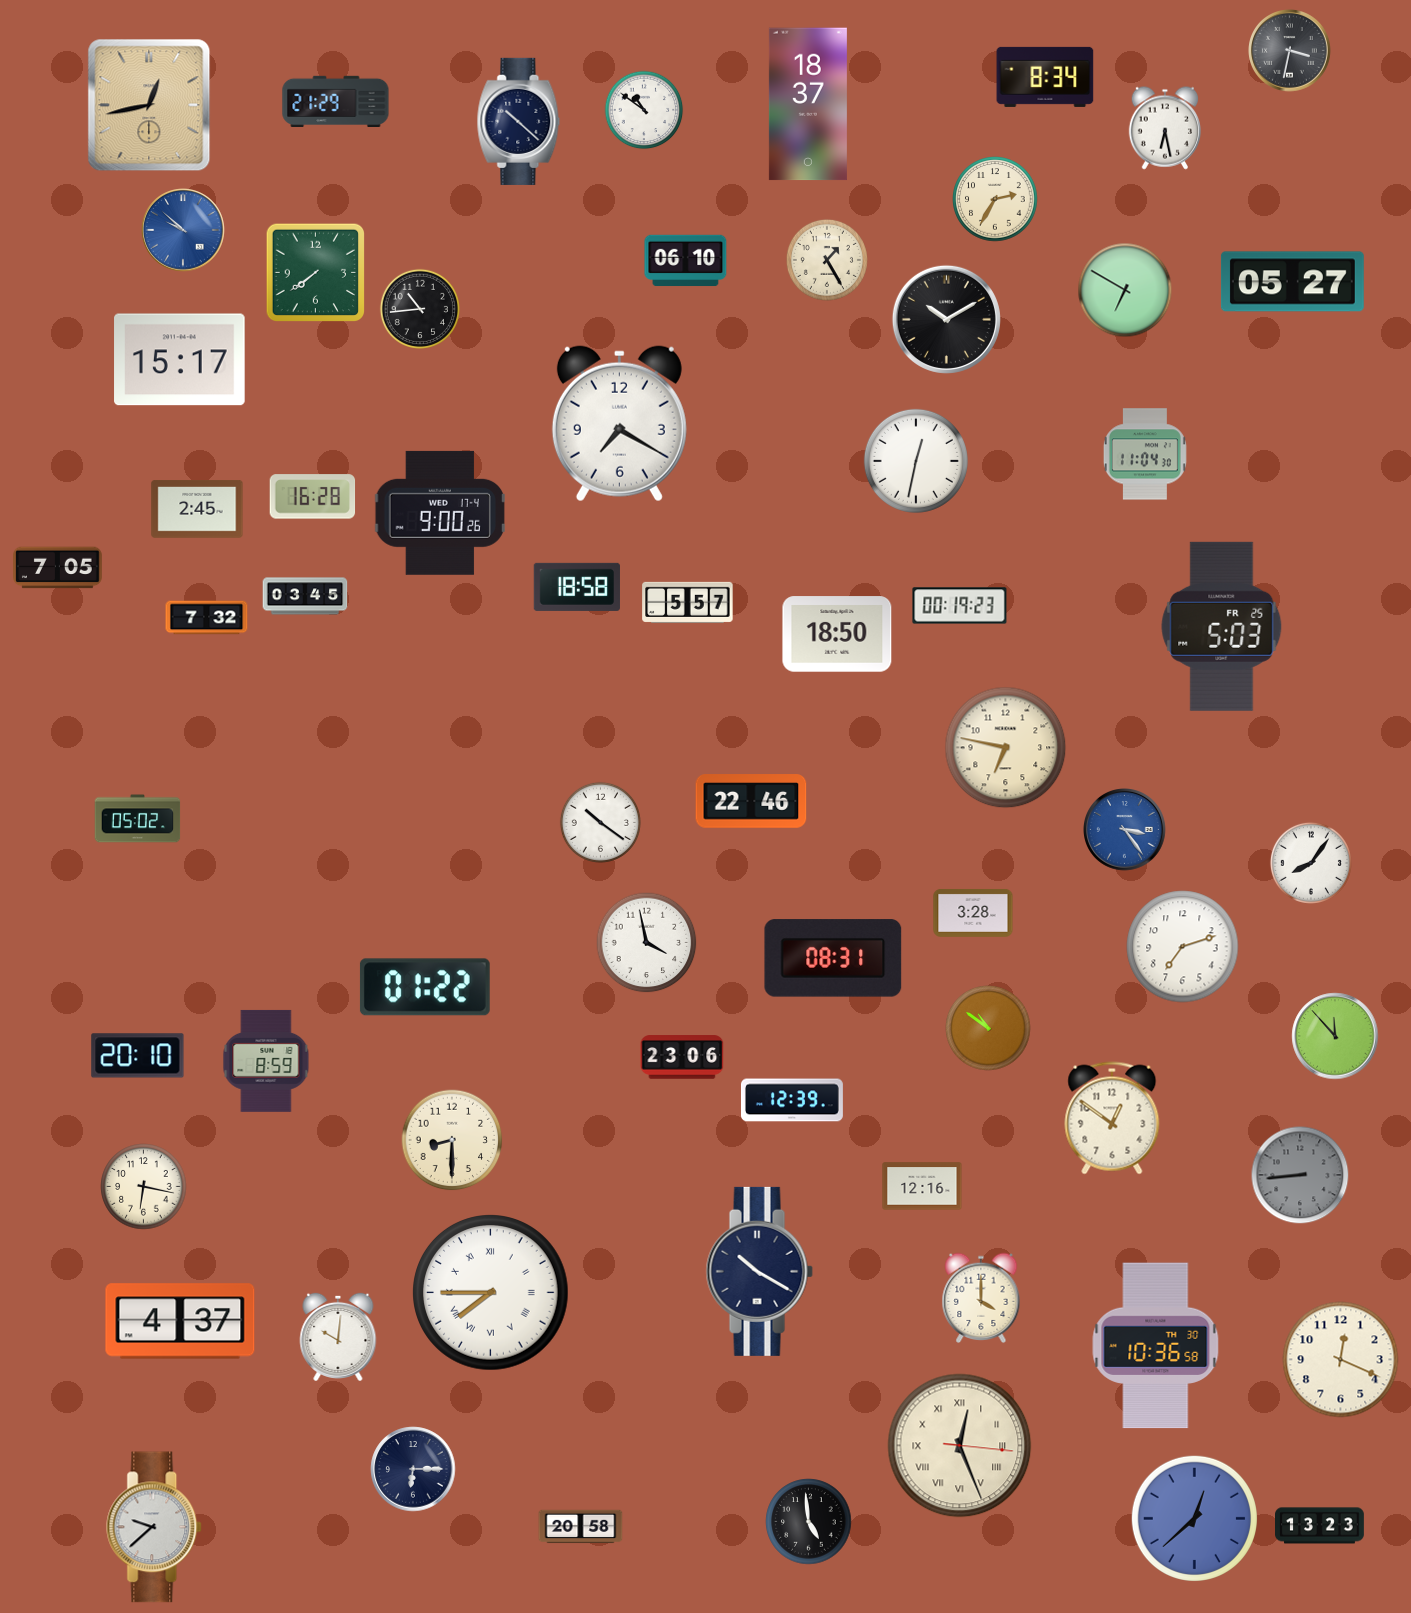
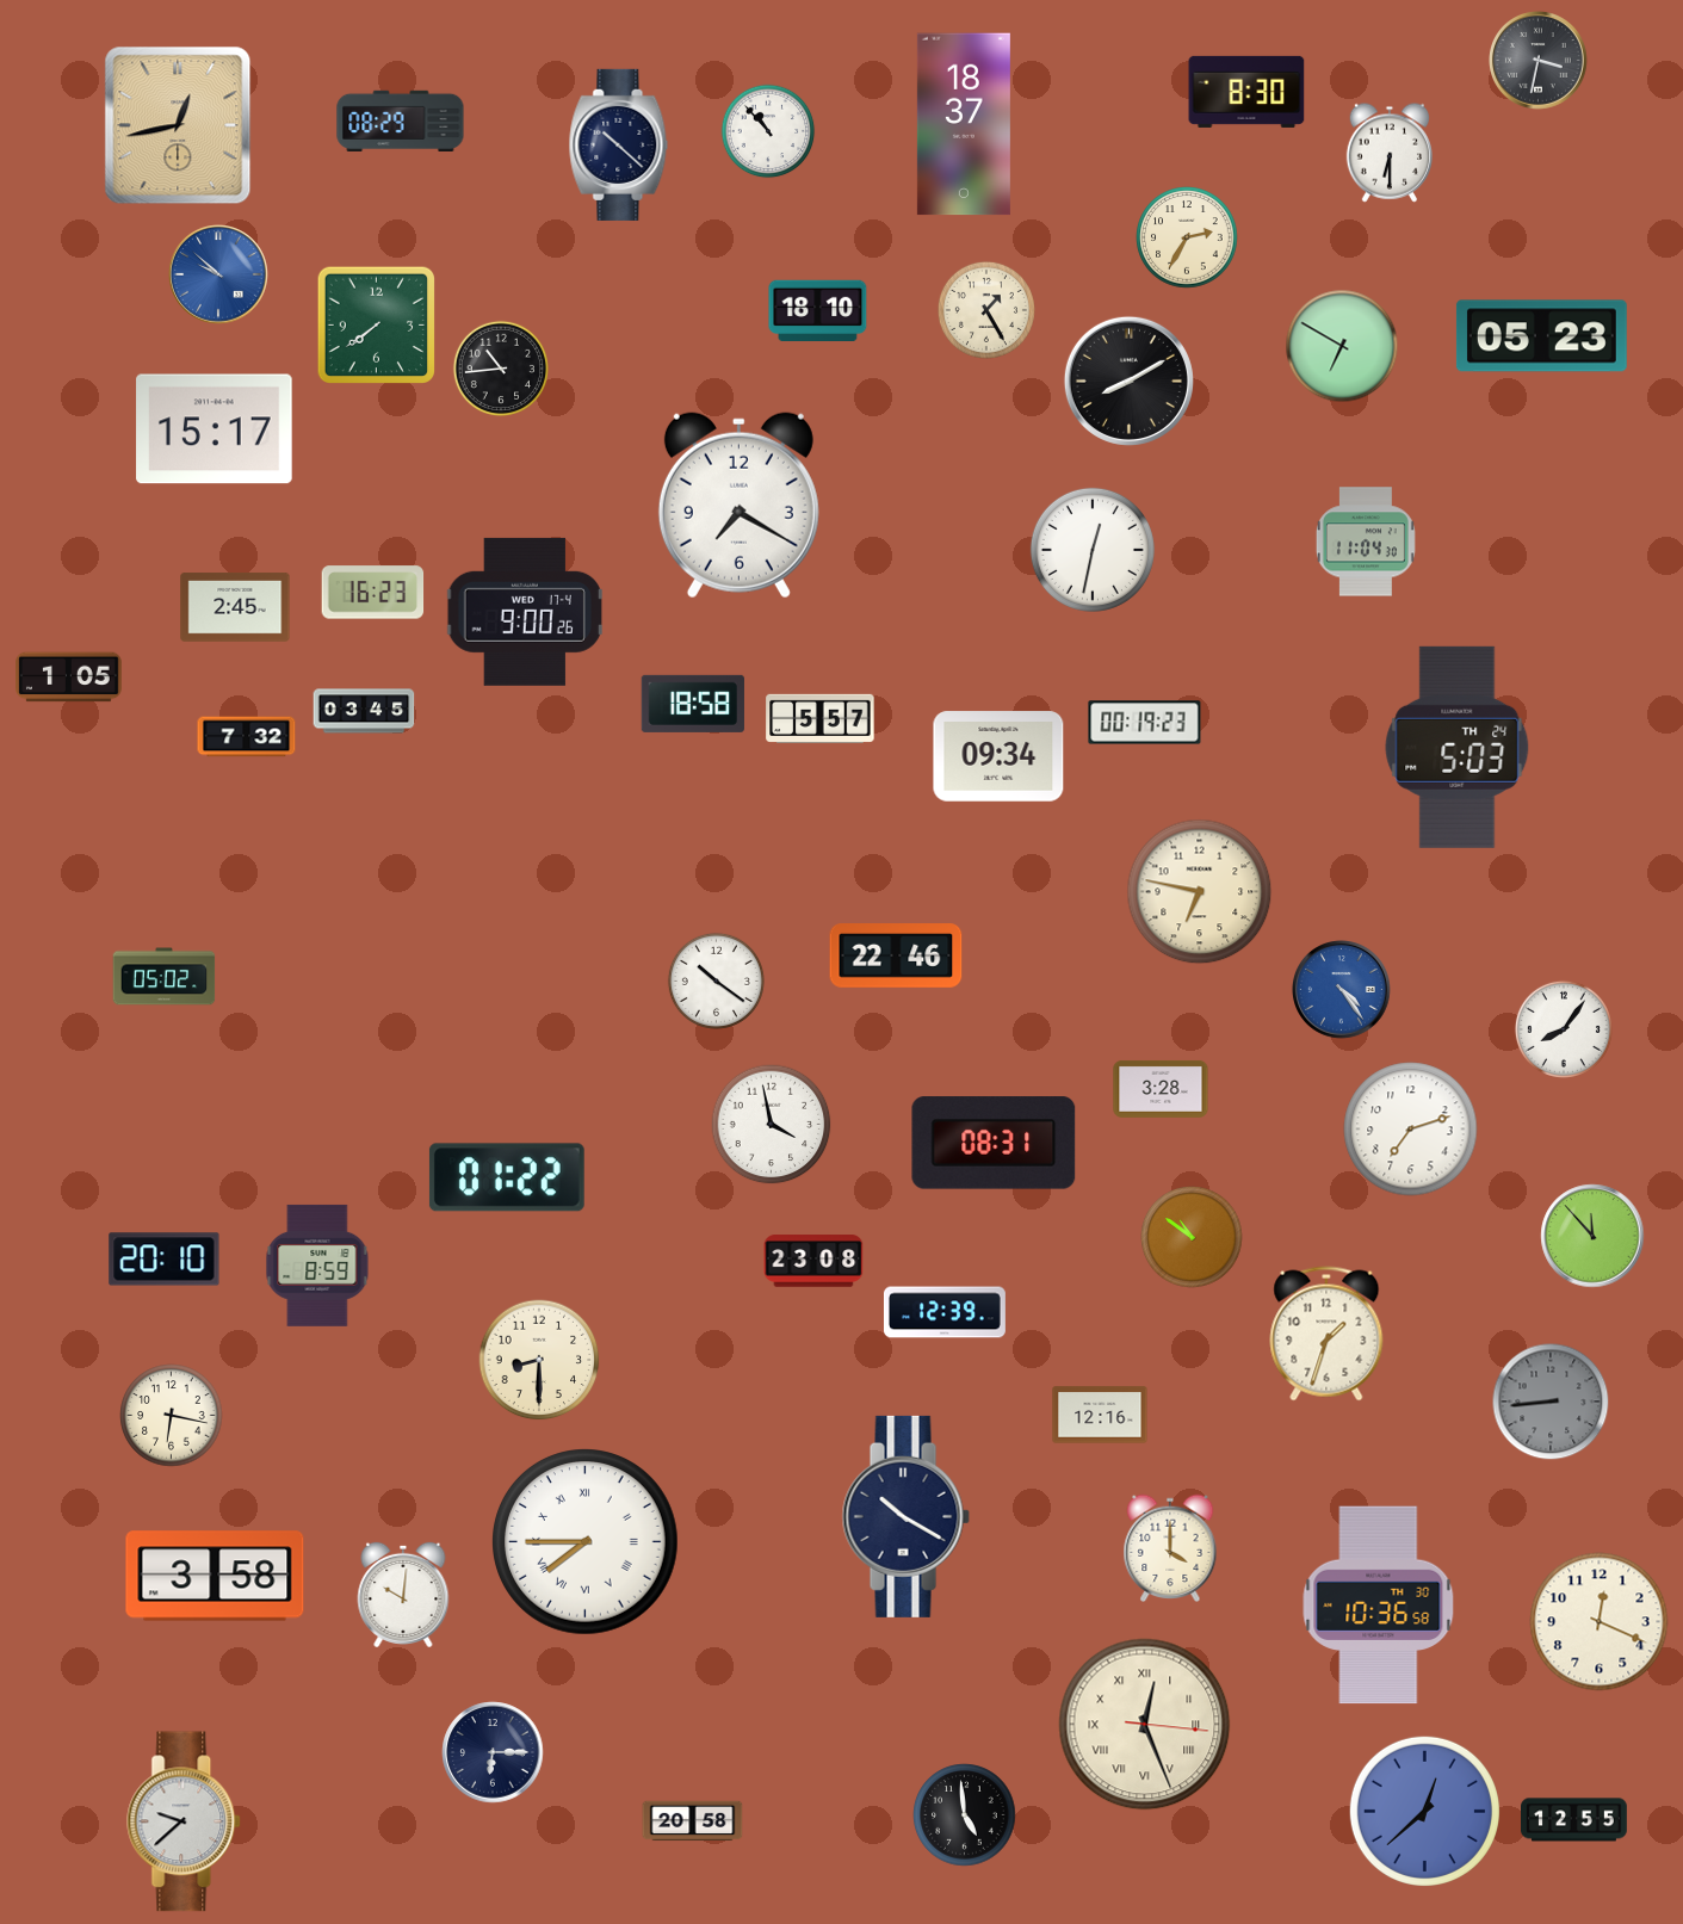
clock at (1045, 77): 8:34 -> 8:30
clock at (336, 101): 21:29 -> 08:29
clock at (644, 110): 10:51 -> 10:53
clock at (1164, 128): 6:28 -> 6:30
clock at (686, 261): 06:10 -> 18:10
clock at (1292, 282): 05:27 -> 05:23
clock at (946, 319): 10:10 -> 8:10
clock at (313, 497): 16:28 -> 16:23
clock at (58, 568): 7:05 -> 1:05
clock at (577, 587) position: (577, 587) -> (693, 704)
clock at (1222, 626) date: FR 25 -> TH 24
clock at (837, 634): 18:50 -> 09:34
clock at (1125, 830): 3:24 -> 4:24
clock at (988, 1028) position: (988, 1028) -> (1192, 1237)
clock at (682, 1057): 23:06 -> 23:08
clock at (1112, 1118): 12:51 -> 1:33
clock at (180, 1321): 4:37 -> 3:58
clock at (1320, 1526): 13:23 -> 12:55
